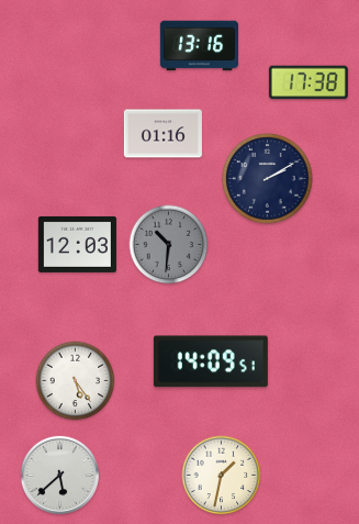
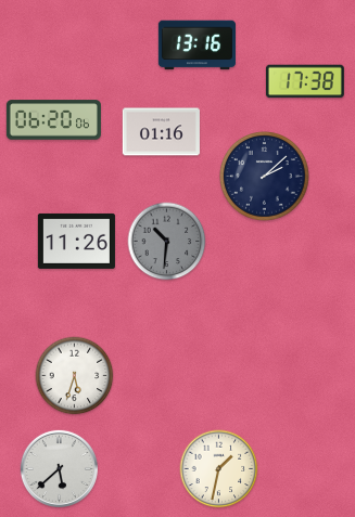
clock at (53, 120): none -> 06:20
clock at (268, 179): 2:10 -> 2:08
clock at (77, 244): 12:03 -> 11:26
clock at (211, 361): 14:09 -> none
clock at (76, 381): 5:24 -> 5:33
